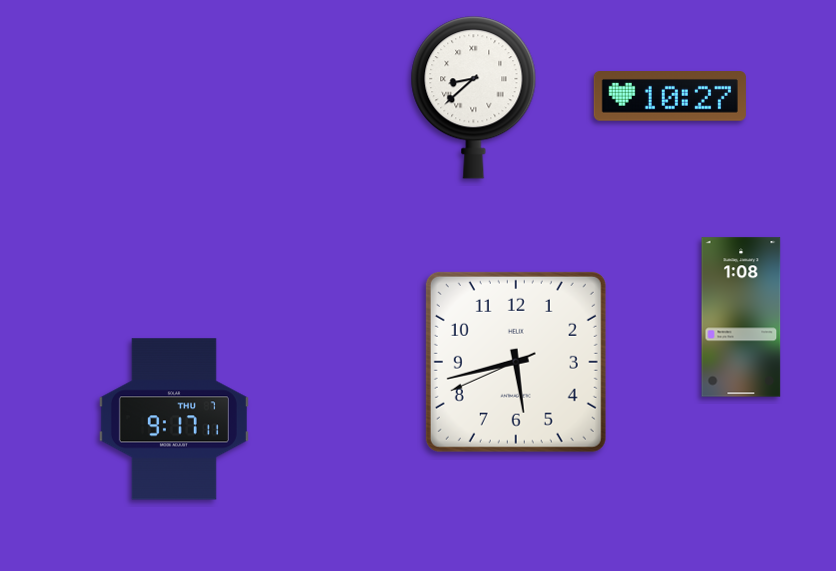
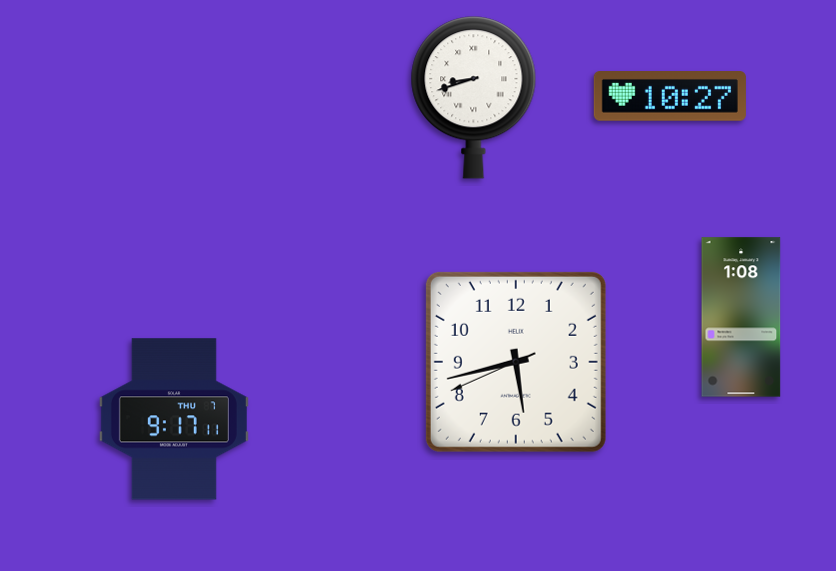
clock at (474, 98): 8:38 -> 8:42
